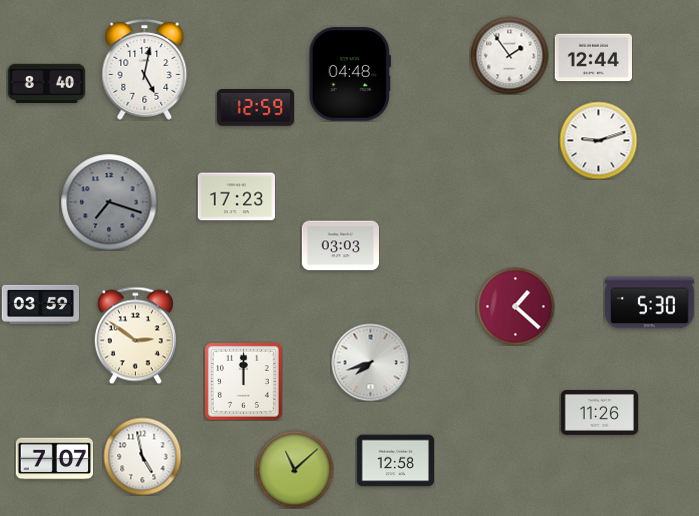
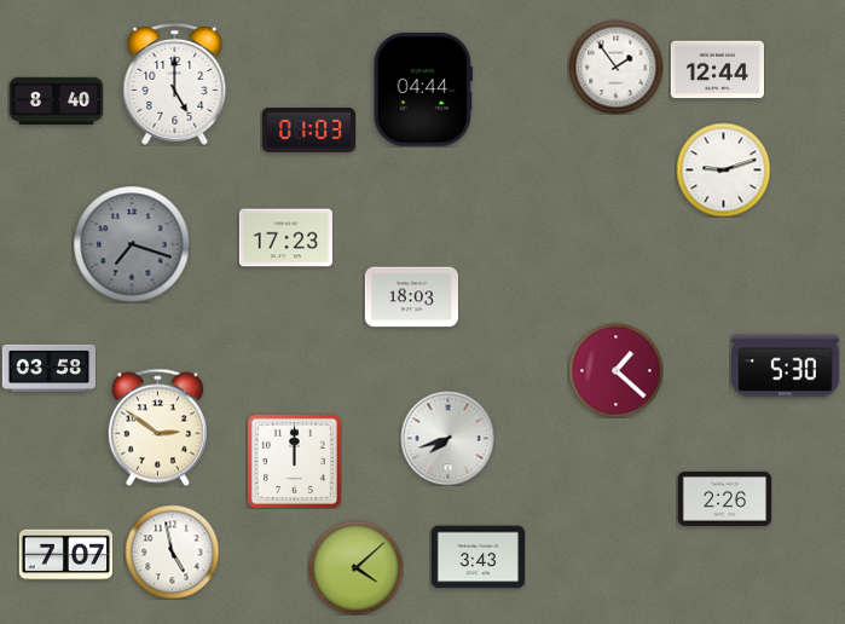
clock at (145, 69): 5:02 -> 5:00
clock at (350, 74): 04:48 -> 04:44
clock at (255, 108): 12:59 -> 01:03
clock at (340, 246): 03:03 -> 18:03
clock at (40, 304): 03:59 -> 03:58
clock at (515, 306) position: (515, 306) -> (615, 370)
clock at (135, 335) position: (135, 335) -> (157, 427)
clock at (599, 412): 11:26 -> 2:26
clock at (395, 461): 12:58 -> 3:43
clock at (294, 469): 11:08 -> 4:08
